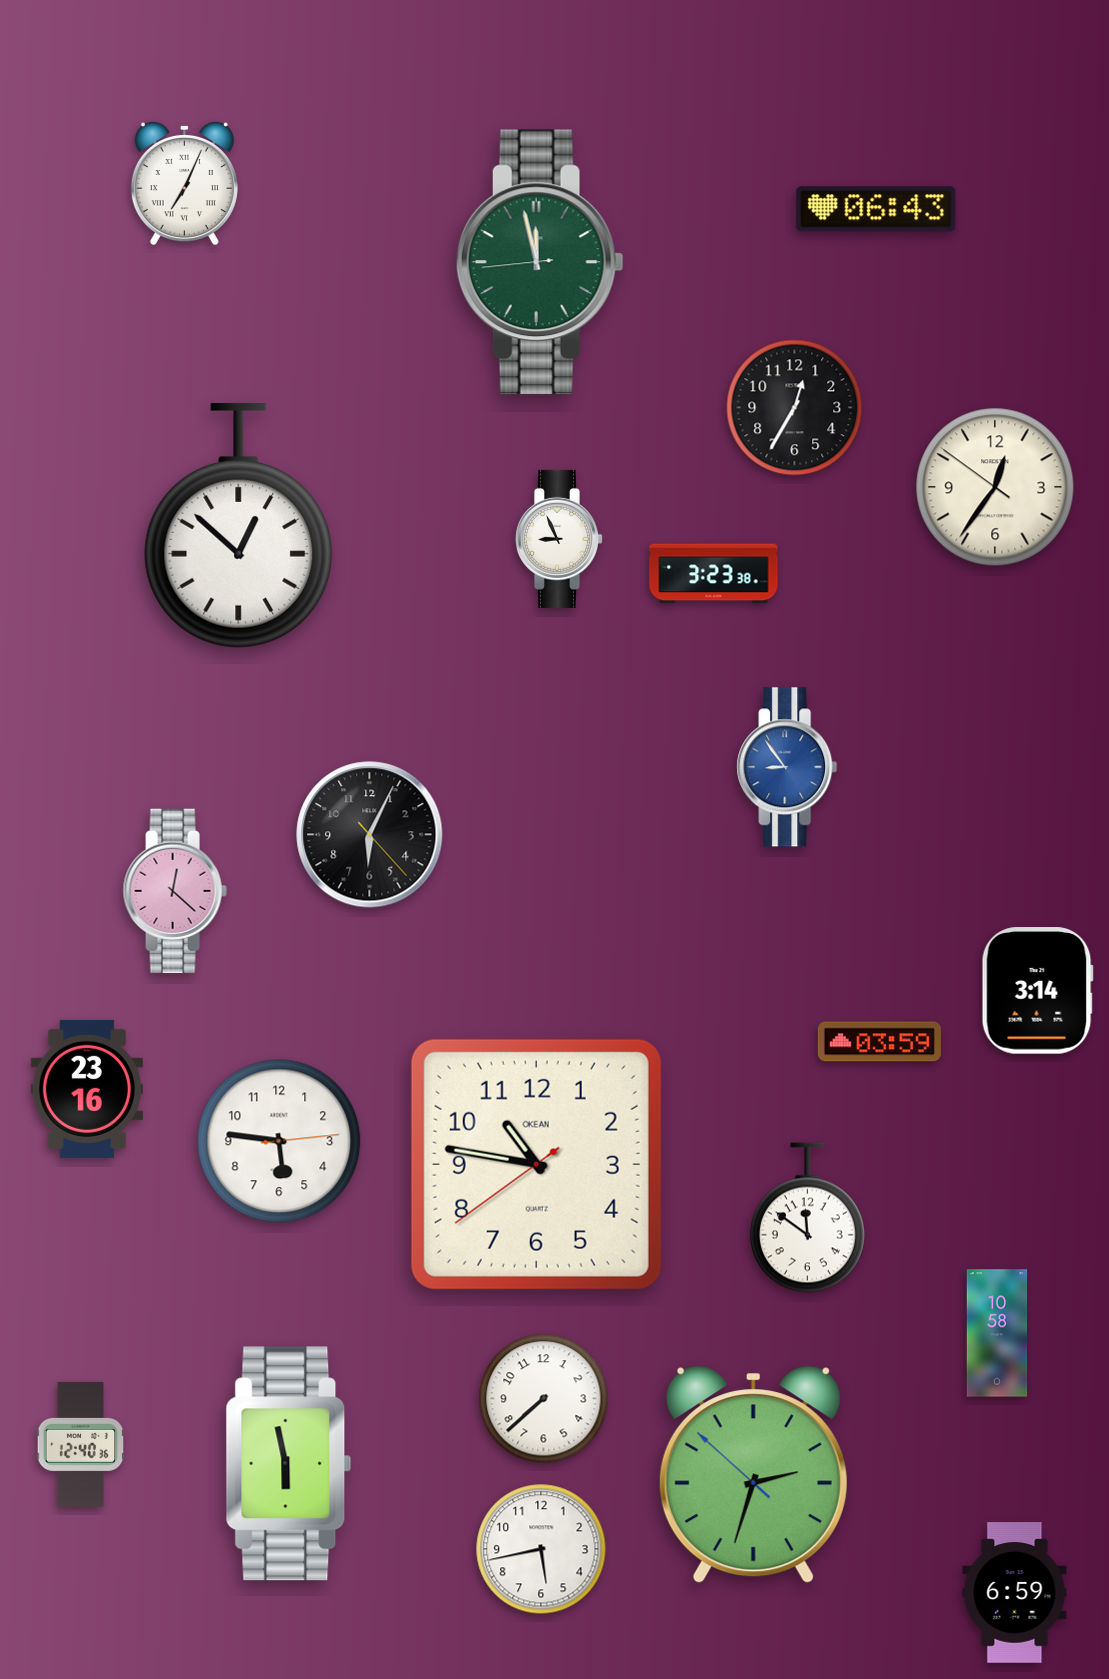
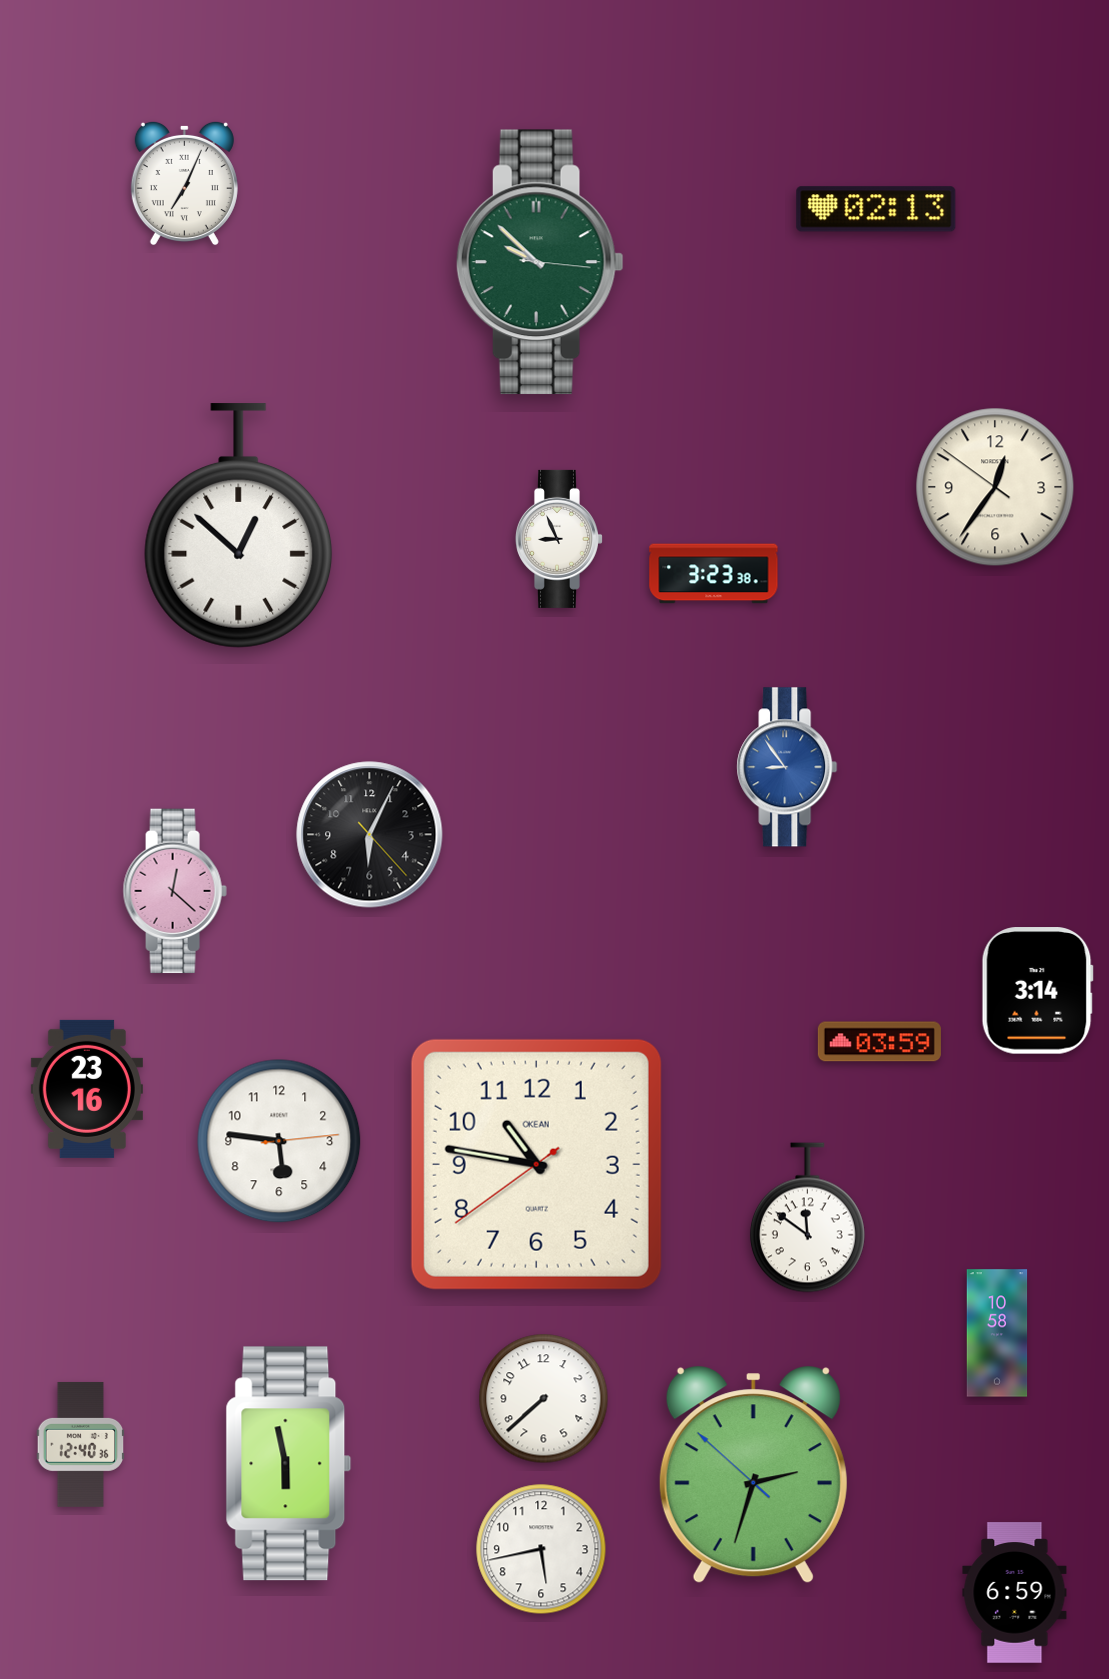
clock at (876, 209): 06:43 -> 02:13
clock at (540, 262): 11:57 -> 9:52
clock at (795, 408): 12:35 -> none
